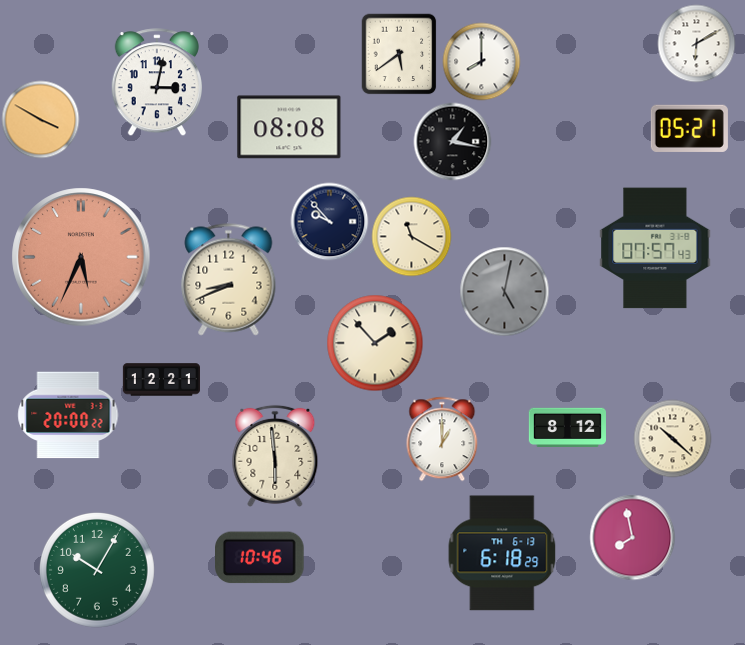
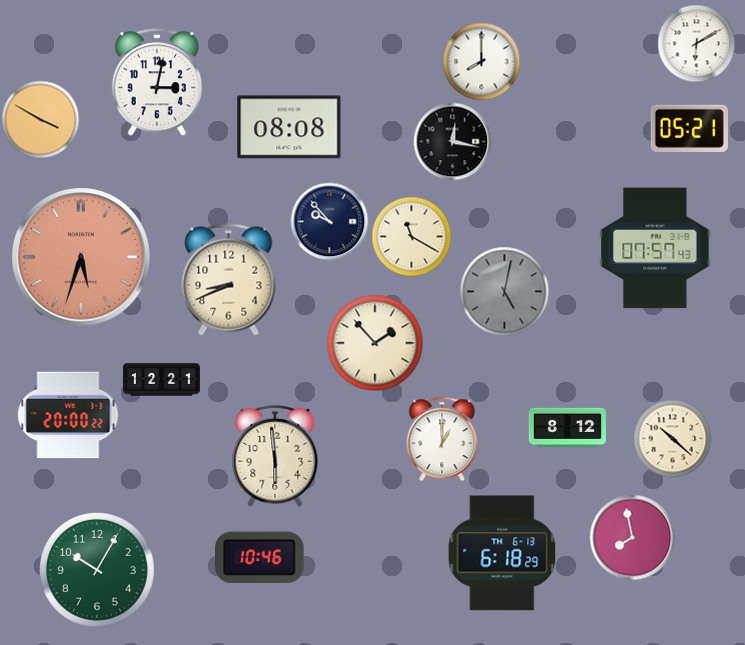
clock at (399, 54): 5:39 -> none
clock at (452, 141): 1:17 -> 12:17
clock at (81, 257): 5:34 -> 5:33
